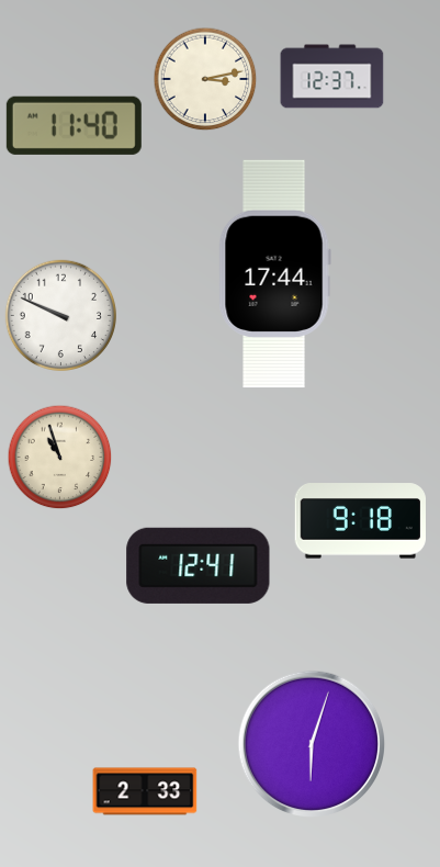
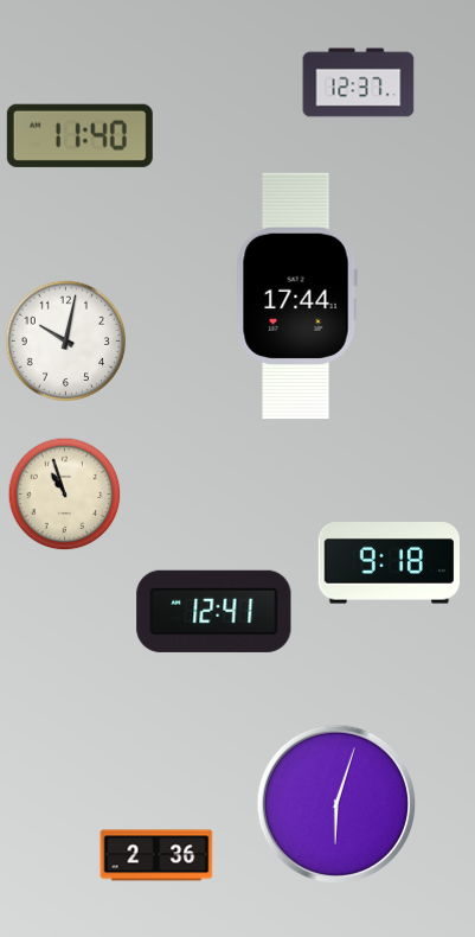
clock at (205, 79): 3:13 -> none
clock at (60, 315): 9:49 -> 10:02
clock at (145, 791): 2:33 -> 2:36
